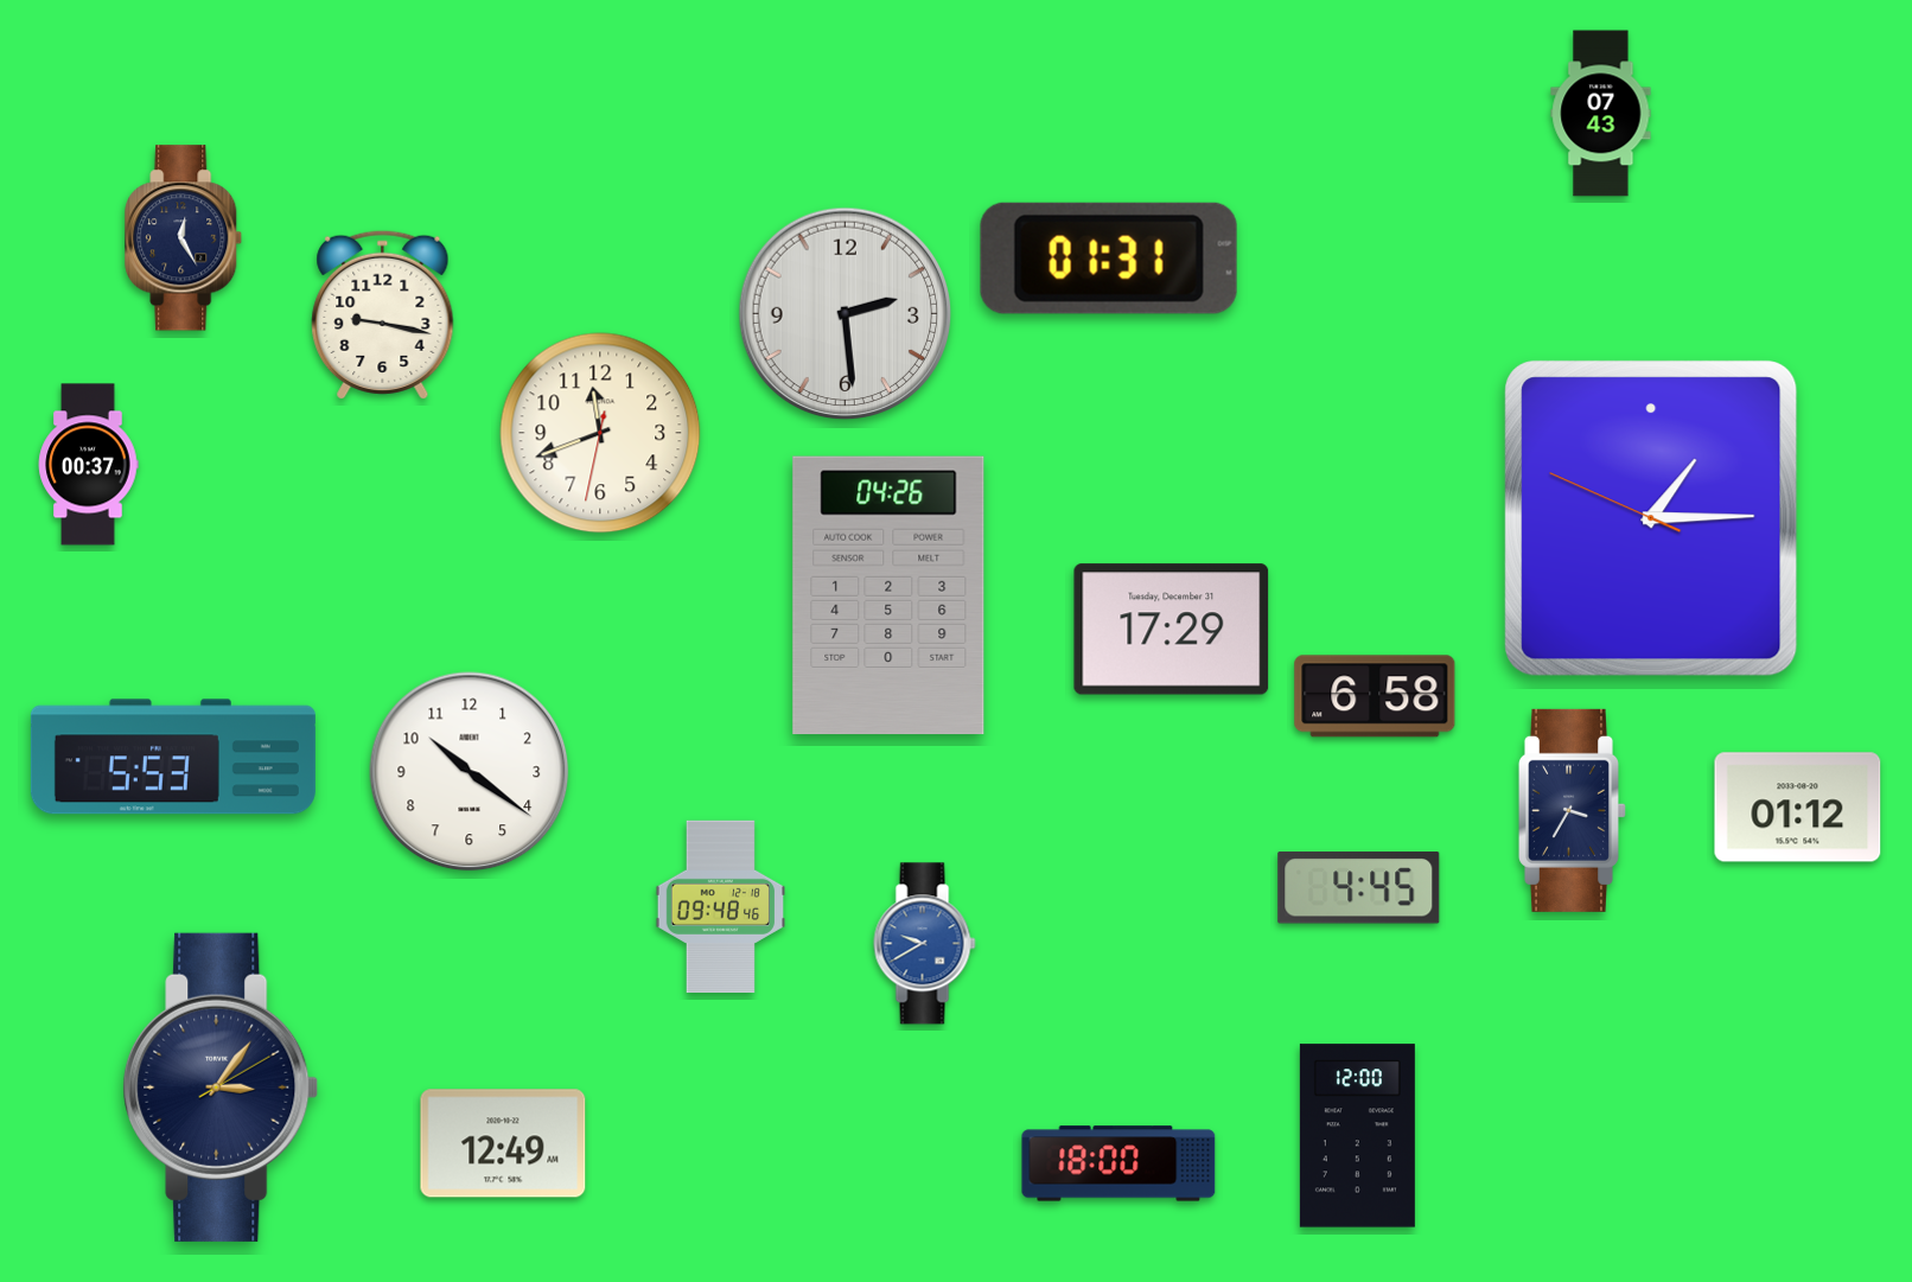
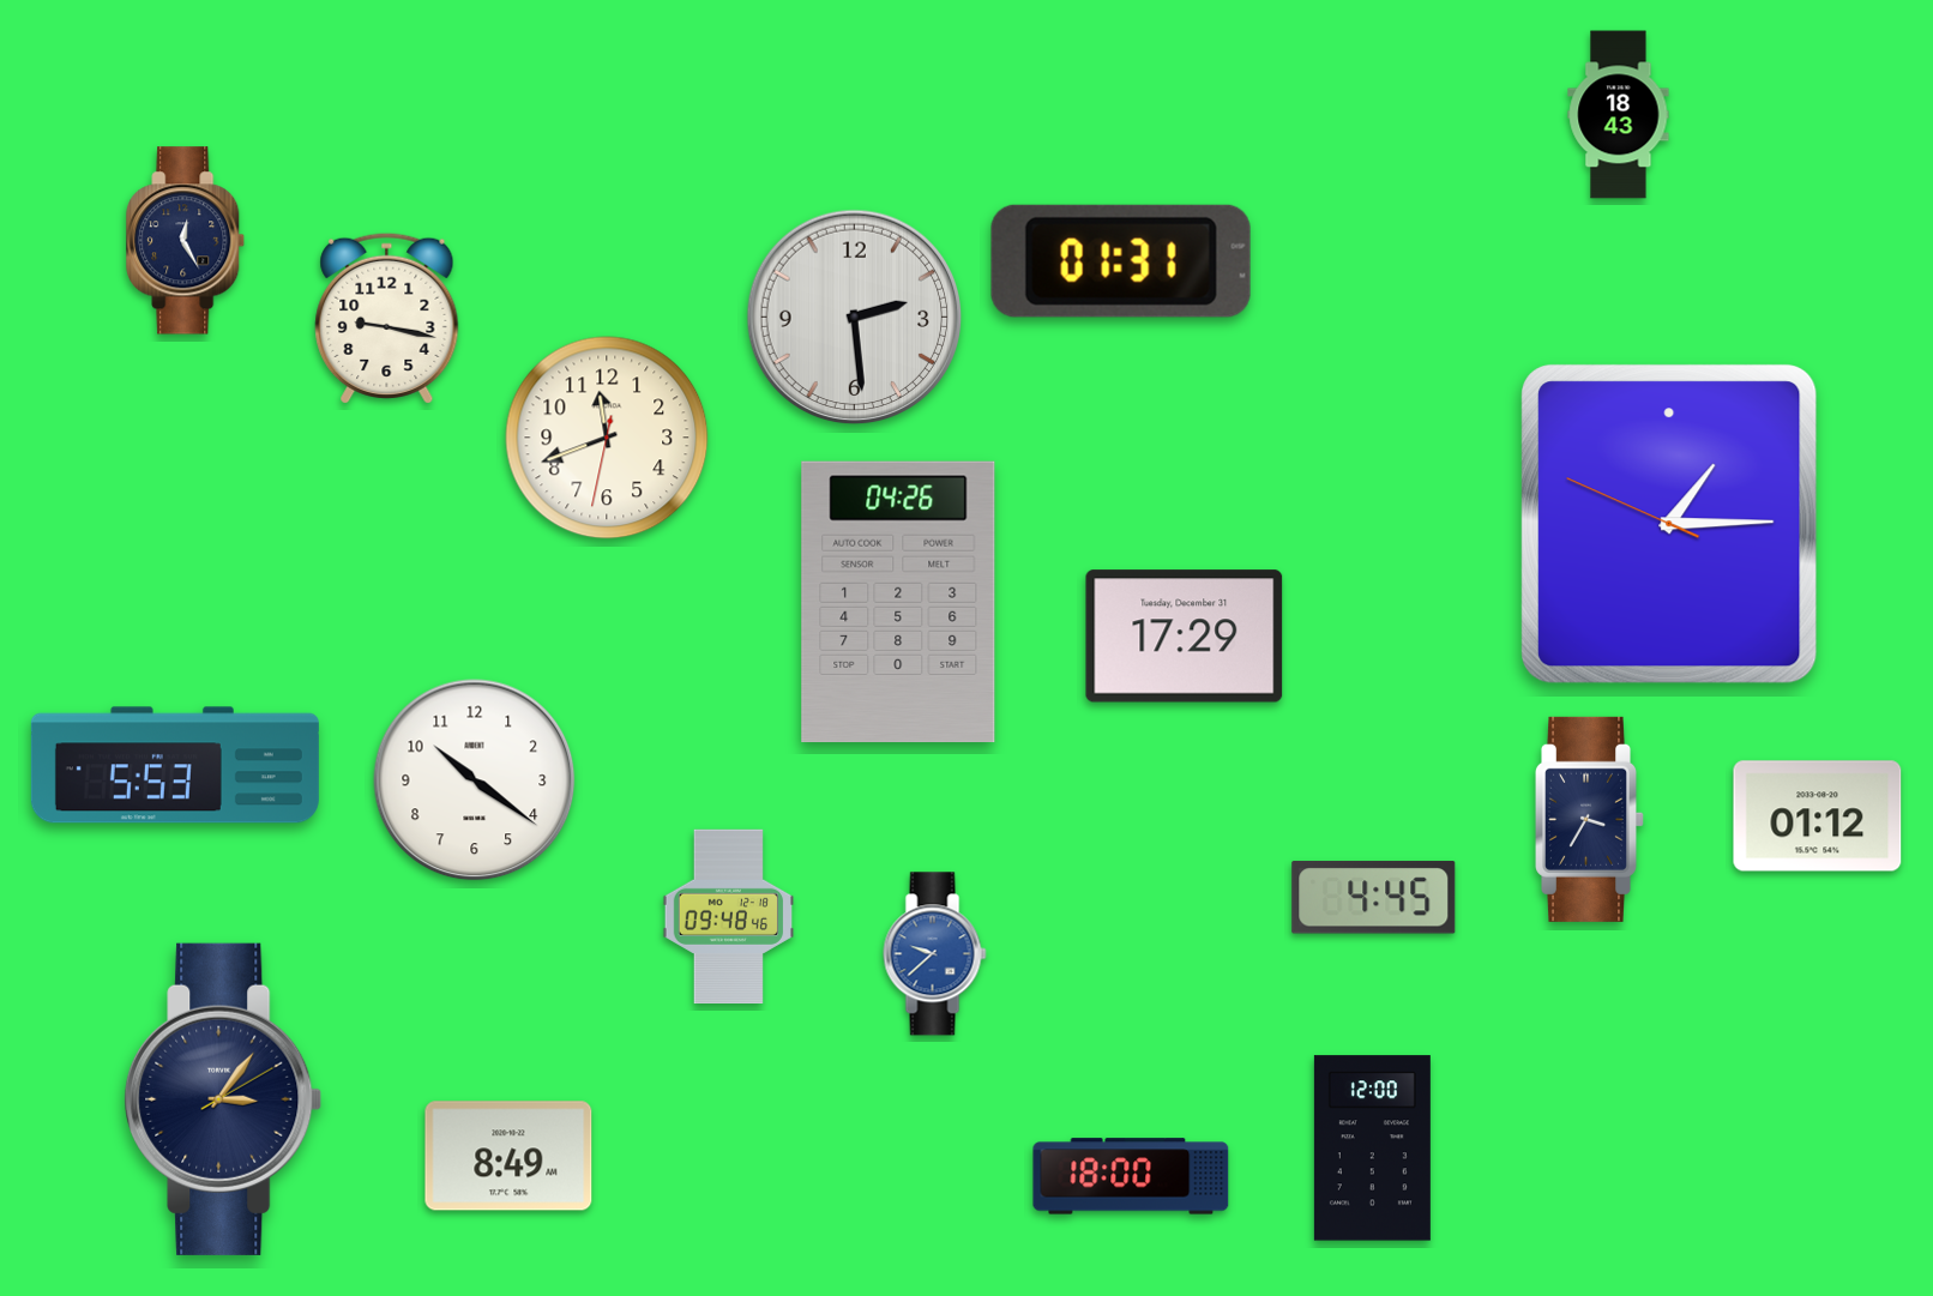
clock at (1601, 114): 07:43 -> 18:43
clock at (88, 465): 00:37 -> none
clock at (1375, 696): 6:58 -> none
clock at (925, 944): 9:40 -> 9:38
clock at (503, 1143): 12:49 -> 8:49
